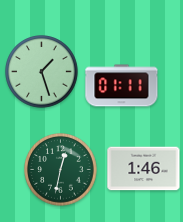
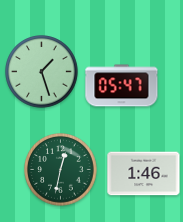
clock at (122, 86): 01:11 -> 05:47
clock at (144, 169) position: (144, 169) -> (144, 174)
